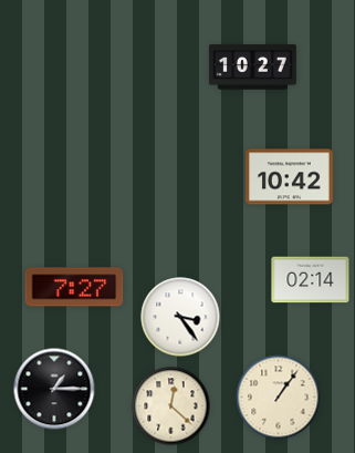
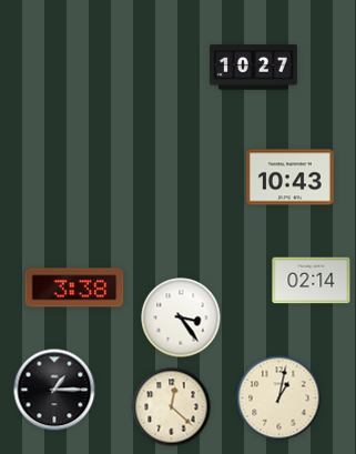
clock at (290, 177): 10:42 -> 10:43
clock at (74, 287): 7:27 -> 3:38
clock at (279, 398): 1:06 -> 1:02
